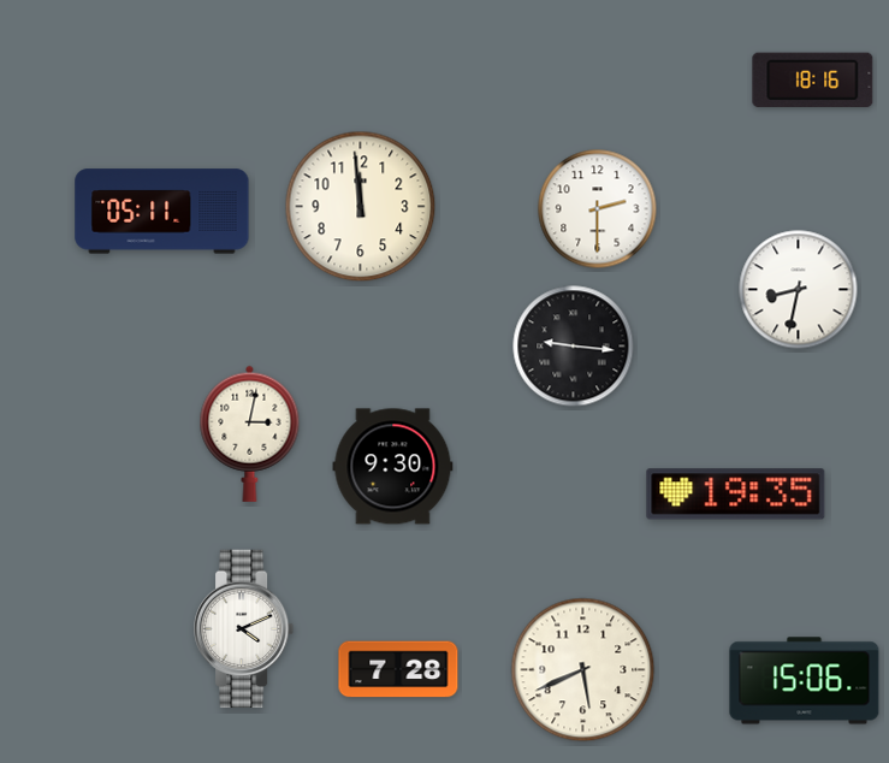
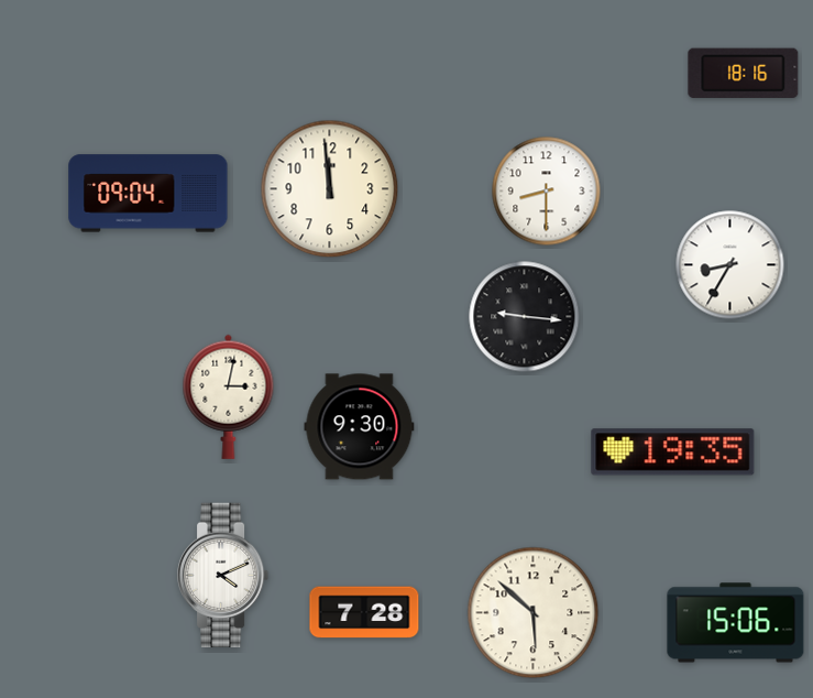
clock at (598, 209): 2:30 -> 8:30
clock at (162, 212): 05:11 -> 09:04
clock at (799, 290): 8:32 -> 8:35
clock at (583, 670): 5:41 -> 5:52
